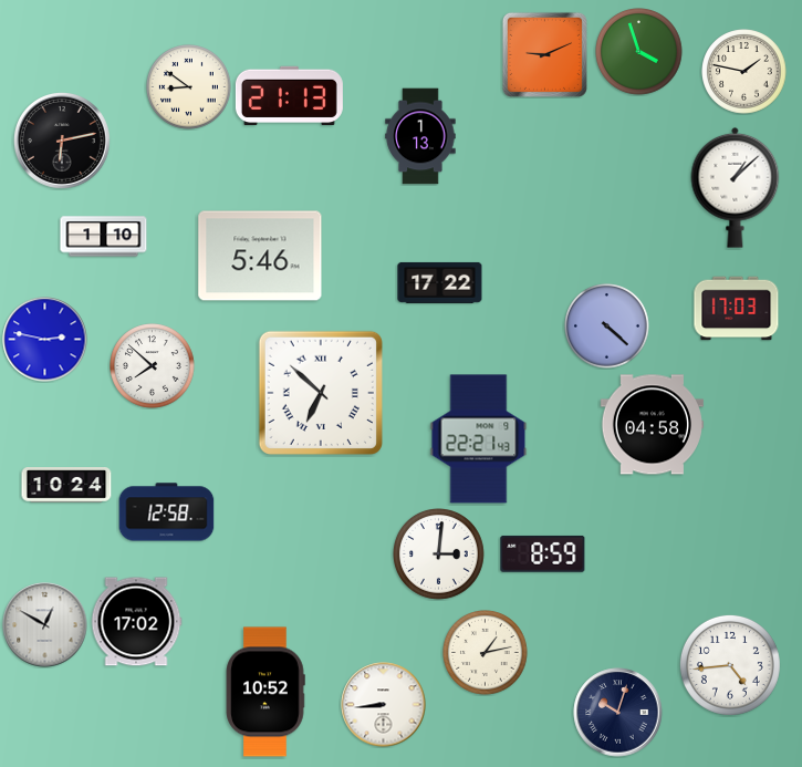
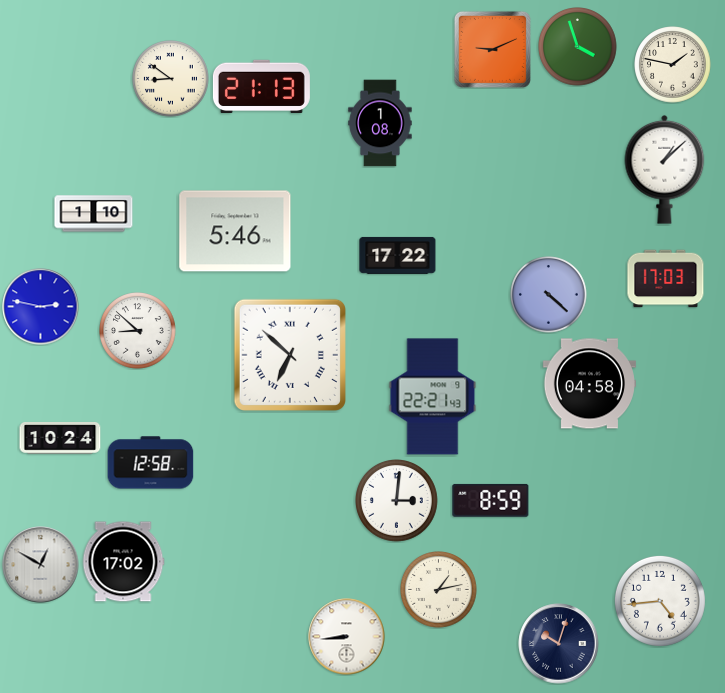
clock at (420, 136): 1:13 -> 1:08
clock at (63, 142): 6:13 -> none
clock at (153, 366): 7:52 -> 8:52
clock at (265, 692): 10:52 -> none
